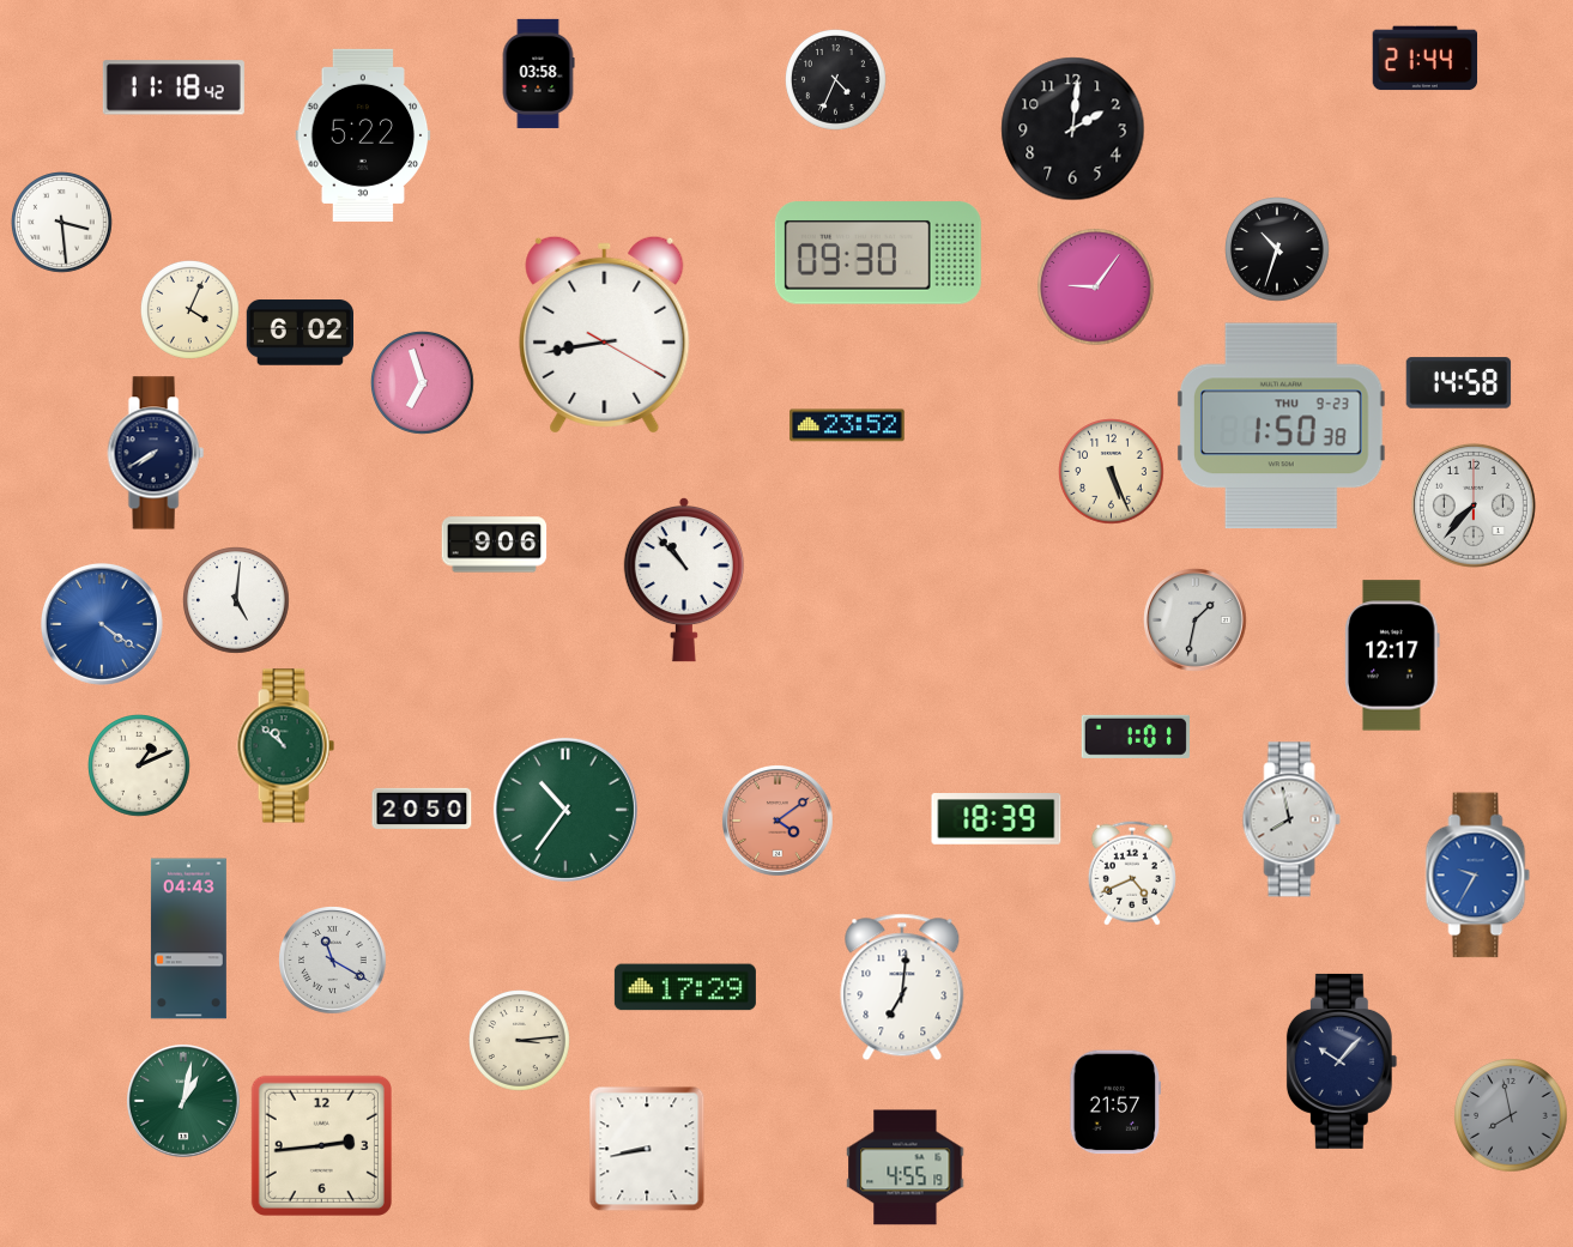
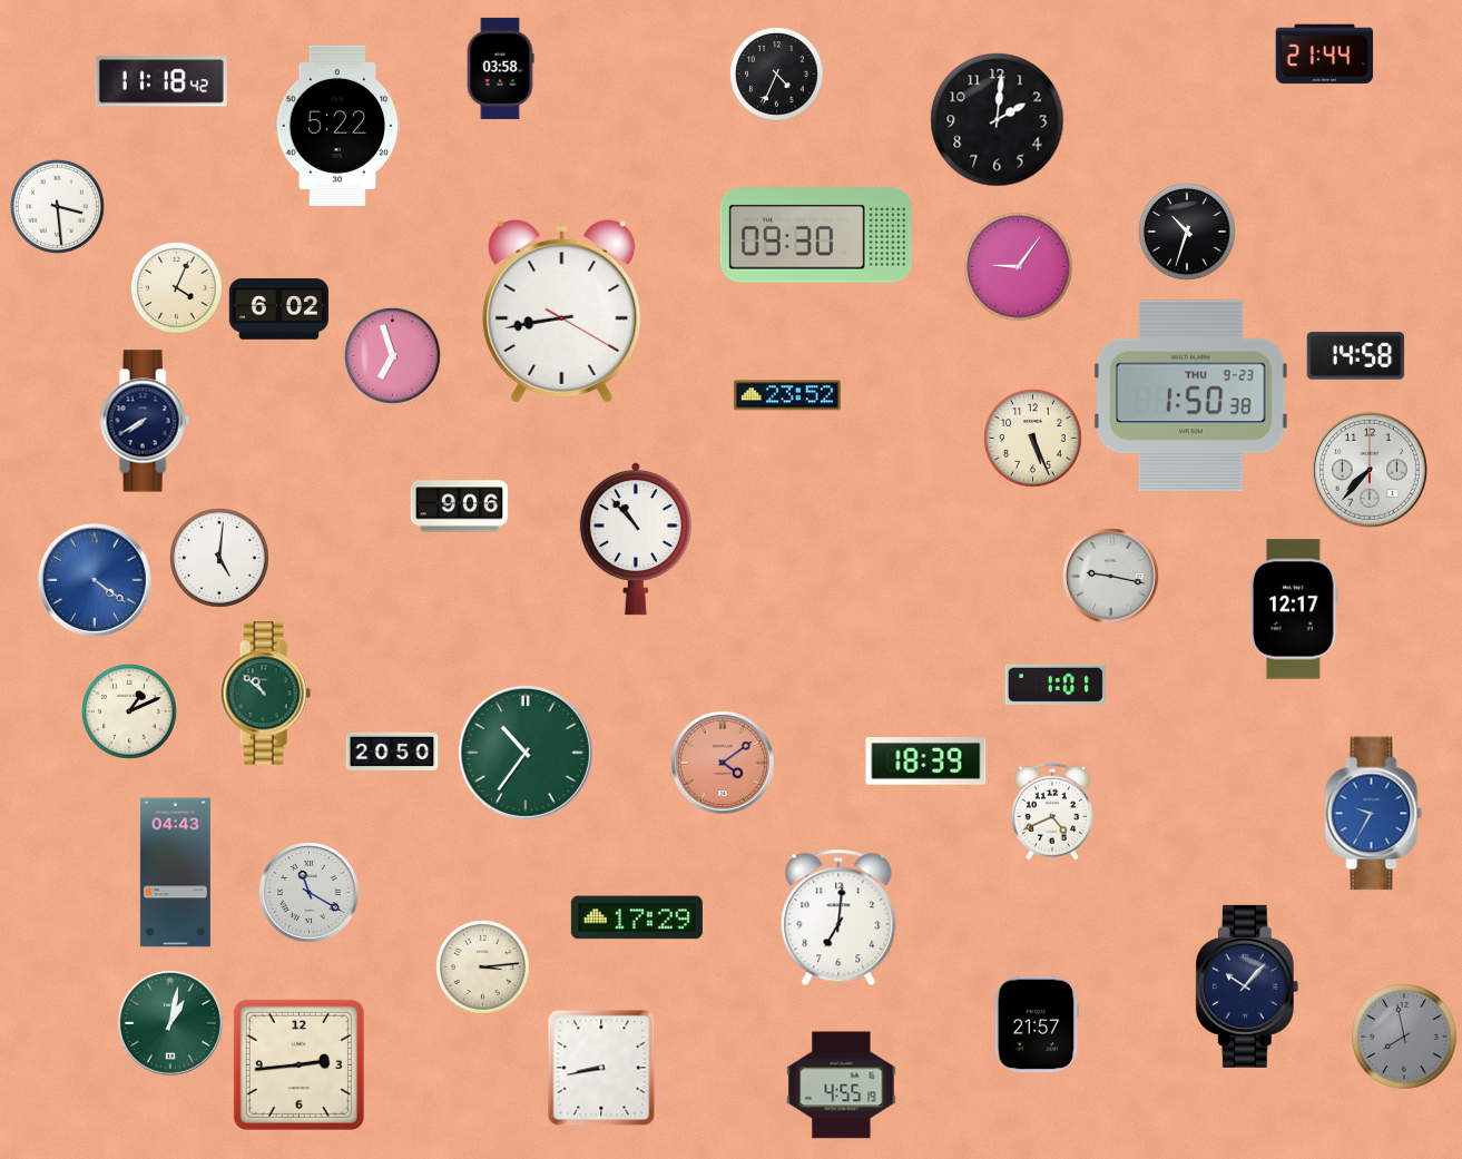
clock at (1196, 621): 1:32 -> 9:17
clock at (1291, 819): 7:58 -> none
